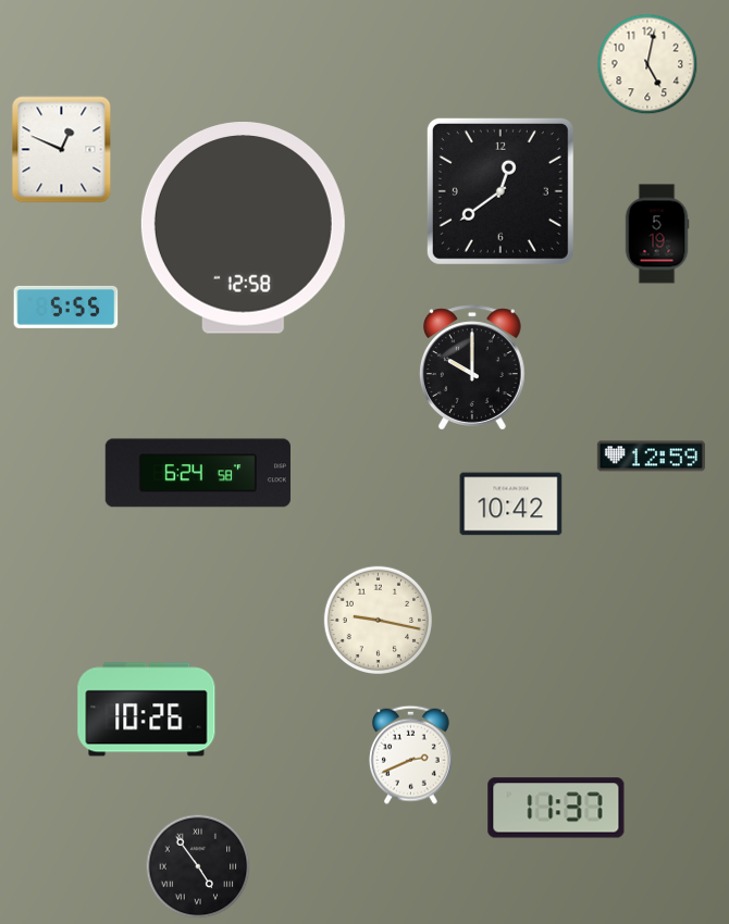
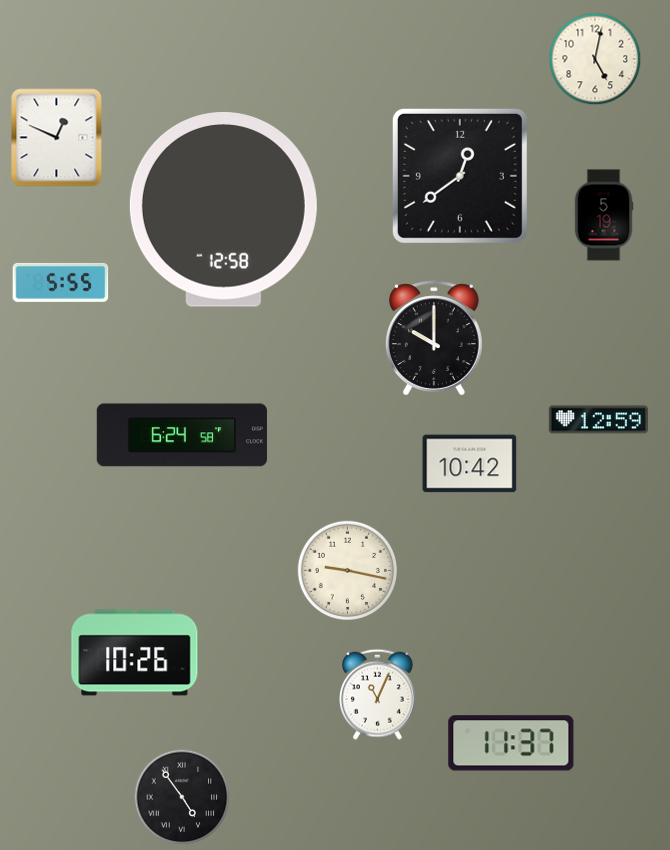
clock at (411, 754): 2:41 -> 11:04
